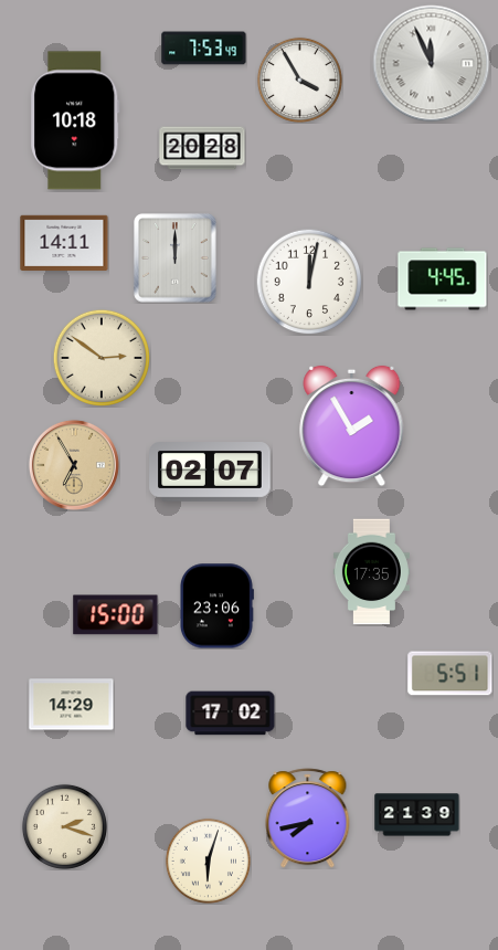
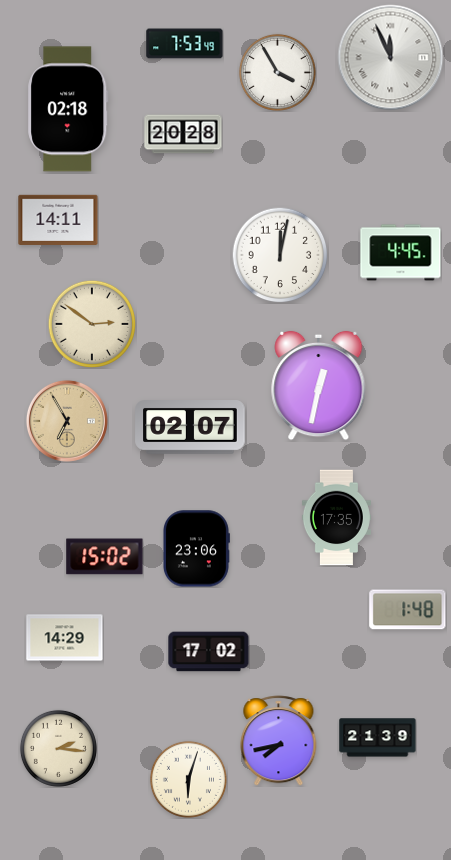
clock at (299, 80) position: (299, 80) -> (277, 72)
clock at (75, 120): 10:18 -> 02:18
clock at (176, 258): 12:00 -> none
clock at (352, 426): 1:55 -> 12:32
clock at (116, 615): 15:00 -> 15:02
clock at (451, 674): 5:51 -> 1:48
clock at (231, 714) position: (231, 714) -> (209, 652)
clock at (64, 826): 2:18 -> 2:16
